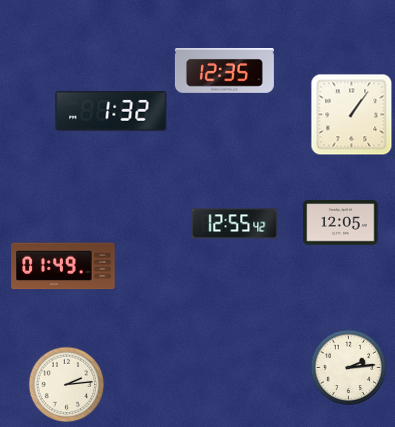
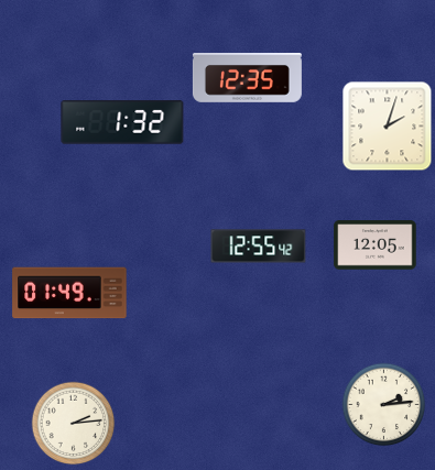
clock at (352, 115): 1:06 -> 2:03
